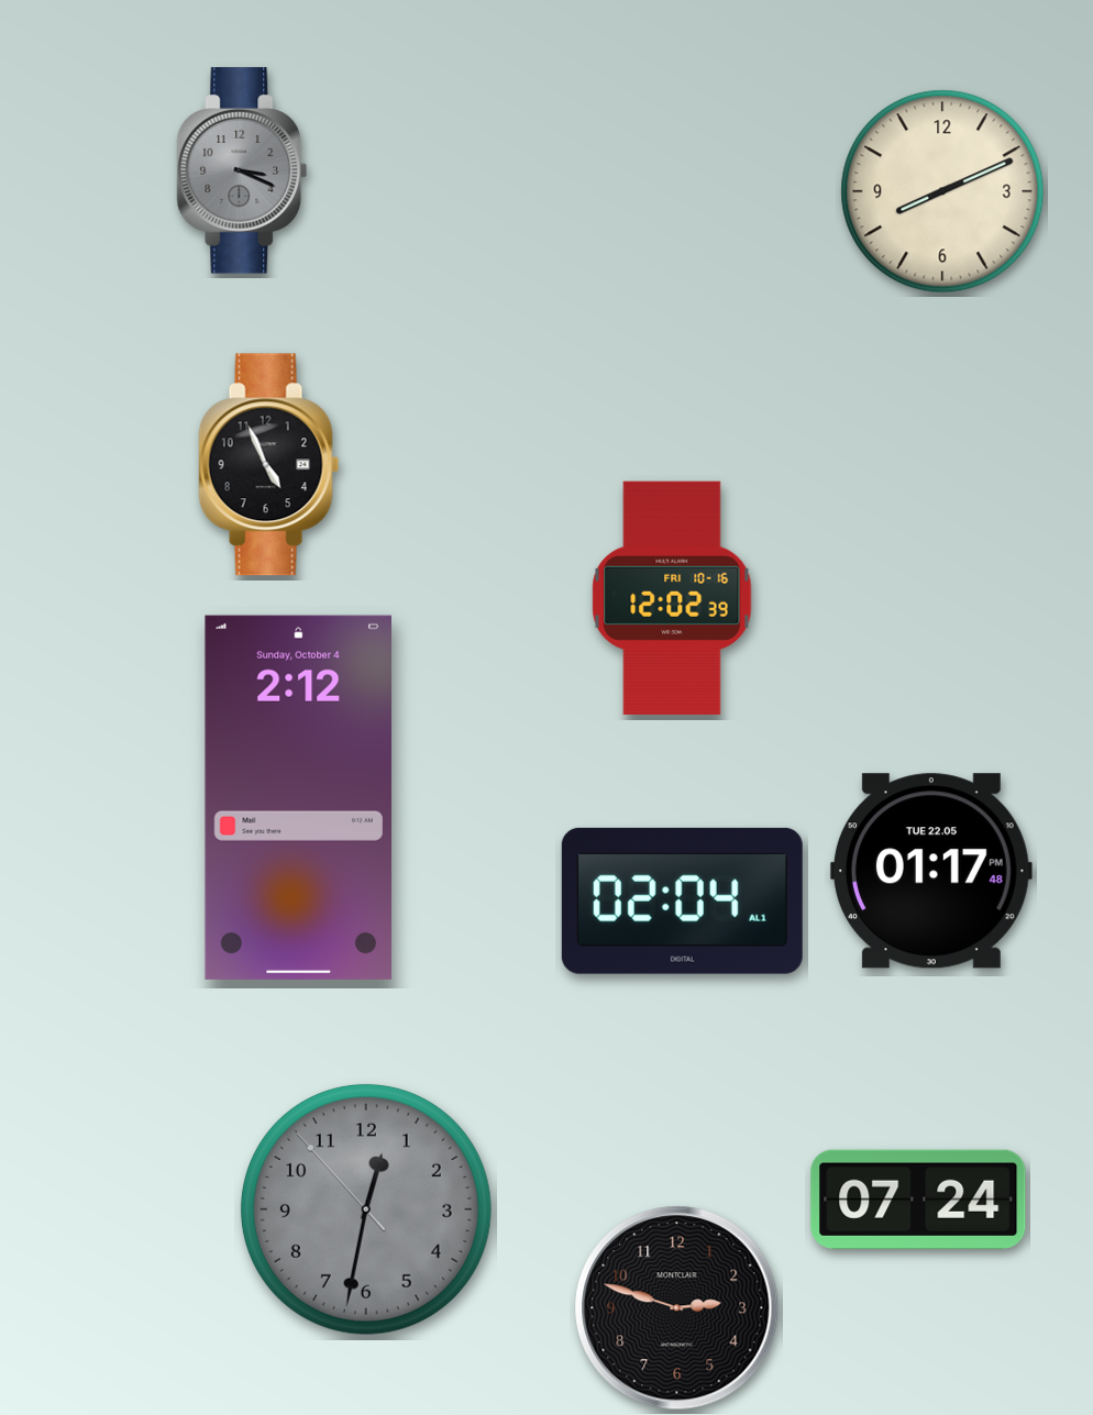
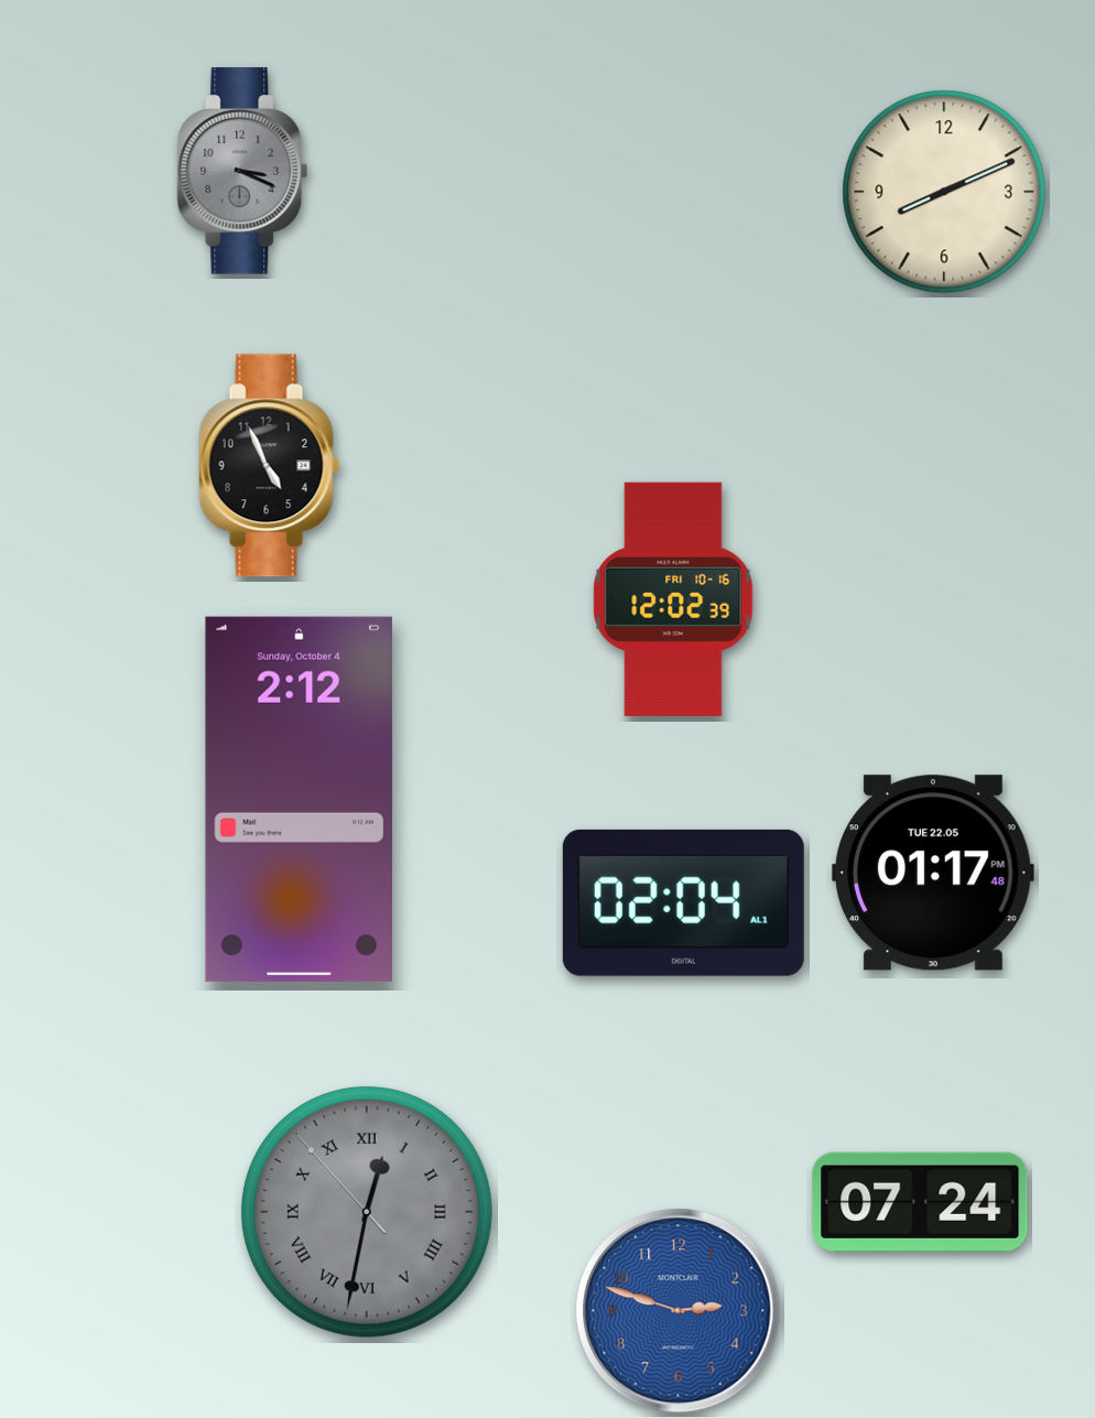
clock at (366, 1209) numerals: Arabic -> Roman
clock at (677, 1308) dial: black -> blue
